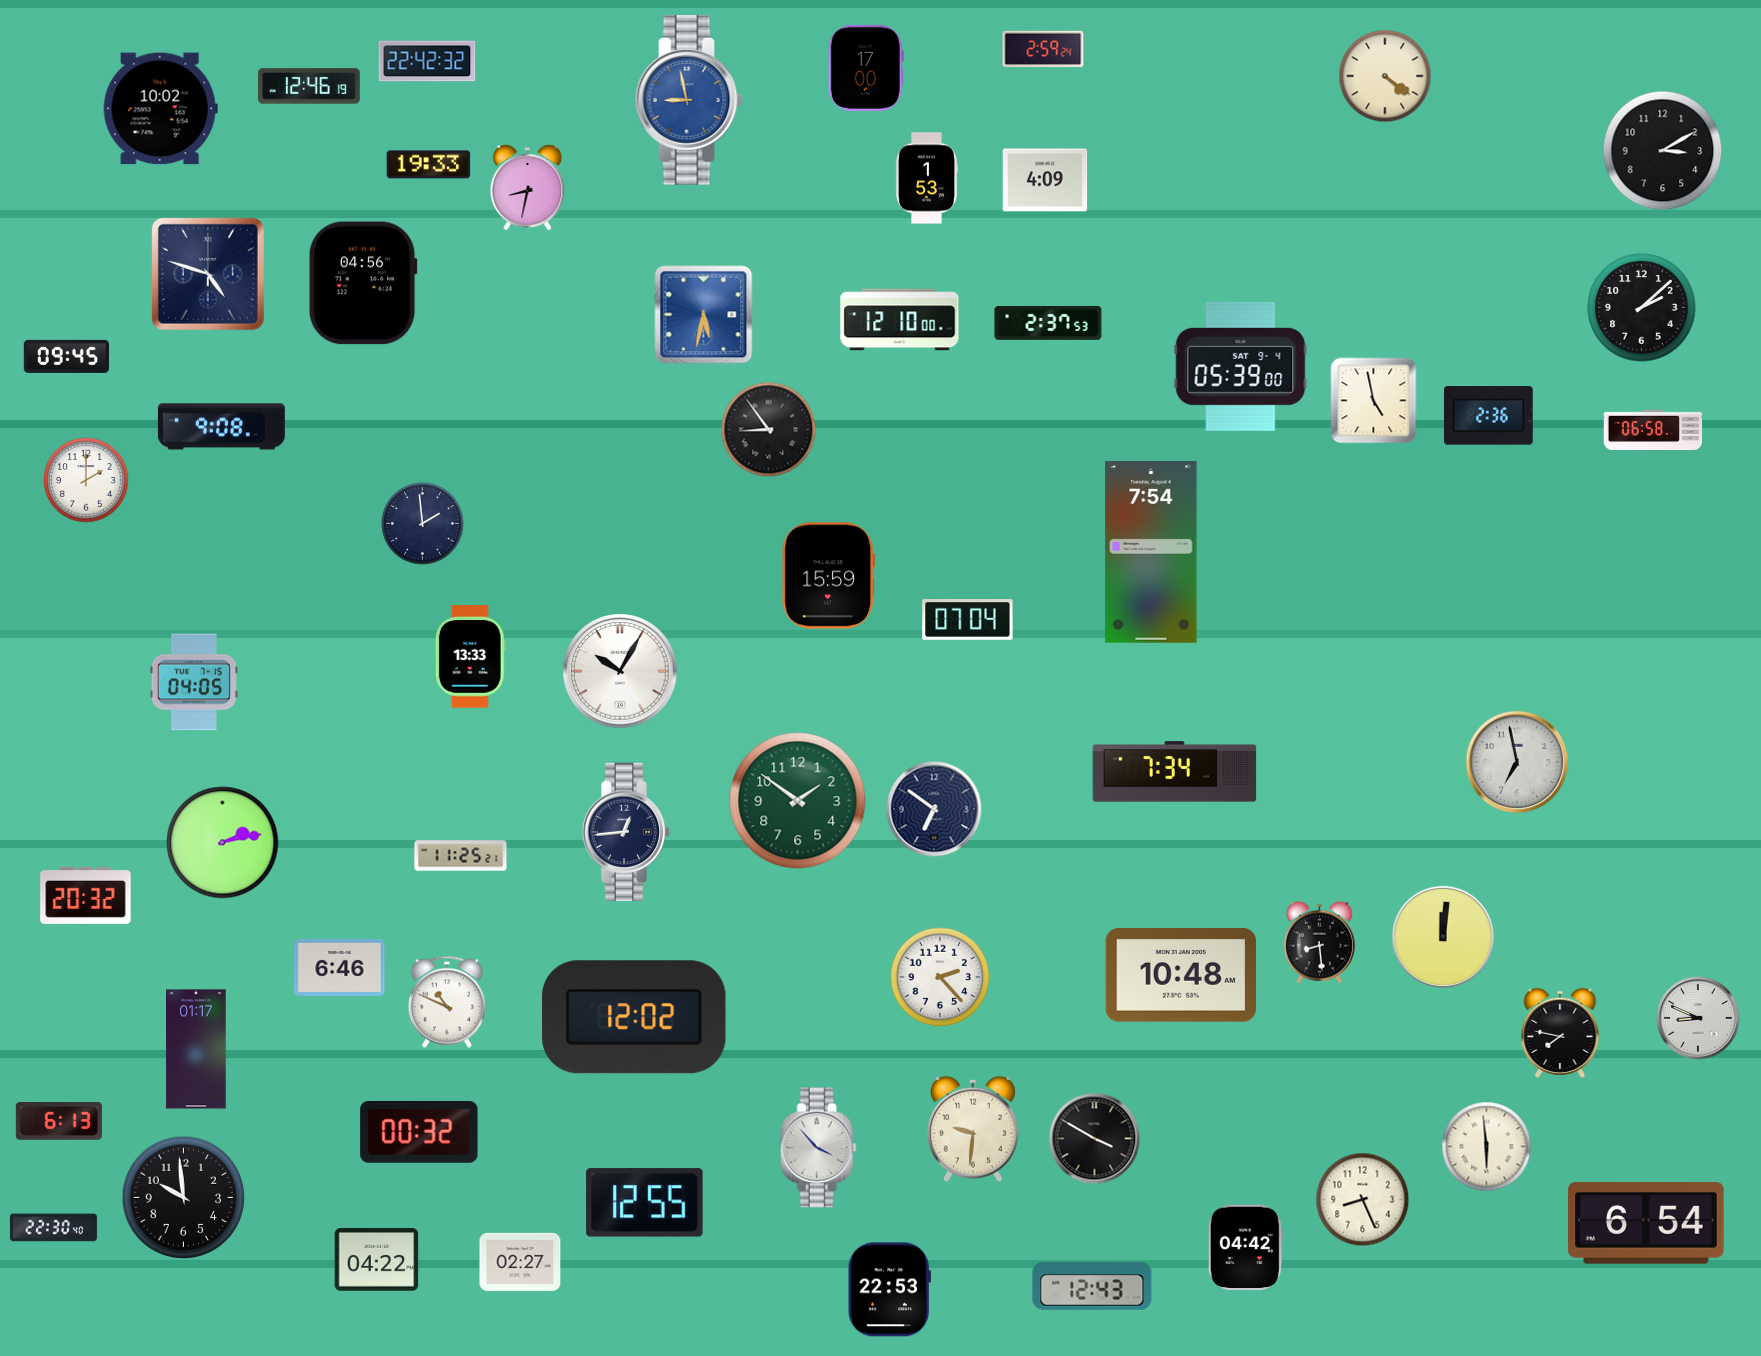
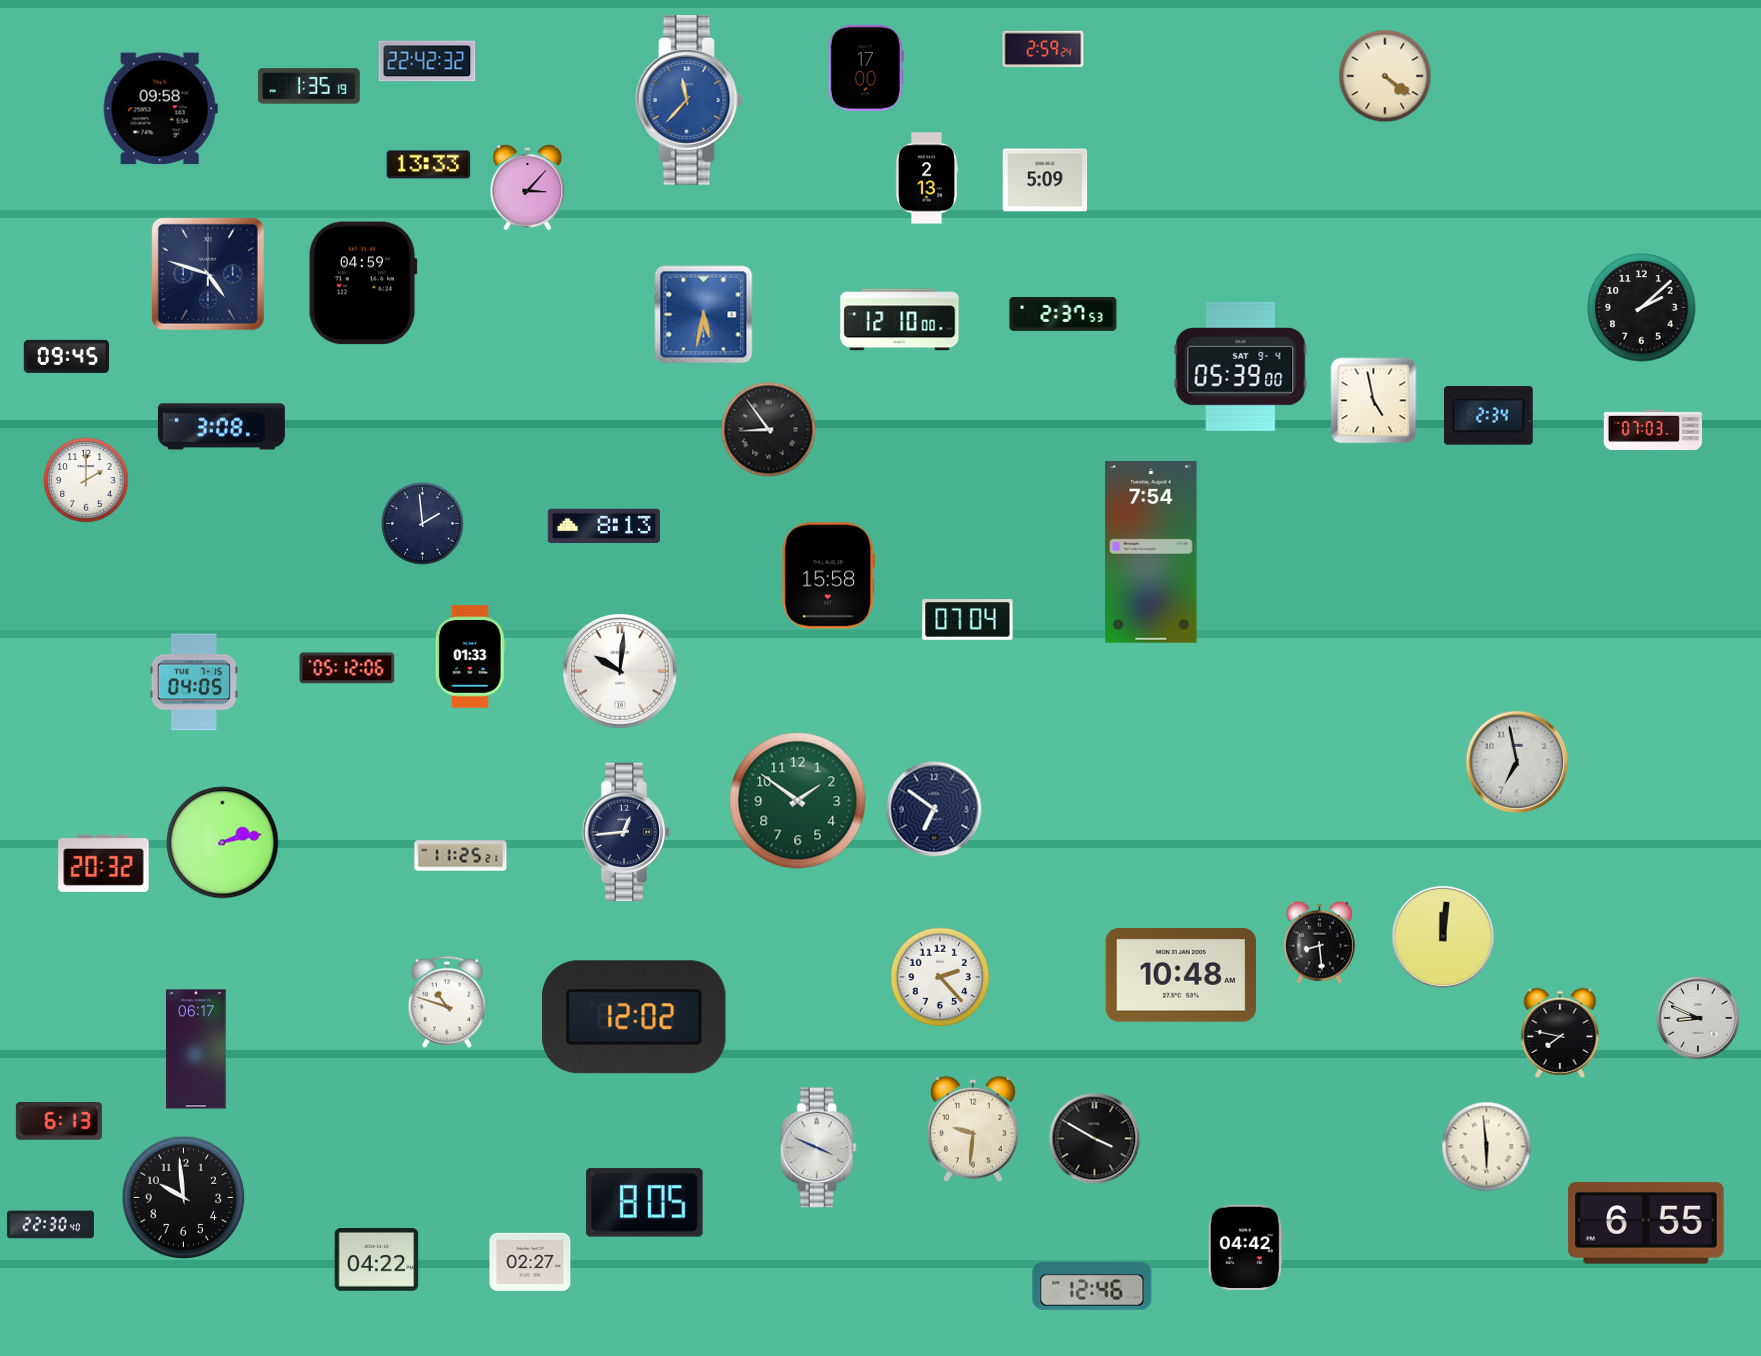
clock at (309, 86): 12:46 -> 1:35
clock at (689, 100): 8:58 -> 11:37
clock at (160, 109): 10:02 -> 09:58
clock at (1663, 151): 3:10 -> none
clock at (429, 165): 19:33 -> 13:33
clock at (927, 178): 1:53 -> 2:13
clock at (1045, 180): 4:09 -> 5:09
clock at (528, 188): 8:32 -> 3:07
clock at (363, 283): 04:56 -> 04:59
clock at (1048, 323) position: (1048, 323) -> (1063, 314)
clock at (1489, 416): 2:36 -> 2:34
clock at (221, 427): 9:08 -> 3:08
clock at (1653, 429): 06:58 -> 07:03
clock at (604, 525): none -> 8:13
clock at (828, 576): 15:59 -> 15:58
clock at (470, 657): 13:33 -> 01:33
clock at (347, 668): none -> 05:12
clock at (620, 671): 10:05 -> 10:01
clock at (1175, 772): 7:34 -> none
clock at (86, 895) position: (86, 895) -> (104, 863)
clock at (340, 967): 6:46 -> none
clock at (447, 1002): 10:49 -> 10:48
clock at (196, 1049): 01:17 -> 06:17
clock at (419, 1132): 00:32 -> none
clock at (818, 1148): 3:53 -> 3:49
clock at (1363, 1200): 8:26 -> none
clock at (645, 1203): 12:55 -> 8:05
clock at (1646, 1223): 6:54 -> 6:55
clock at (53, 1228) position: (53, 1228) -> (50, 1225)
clock at (520, 1262) position: (520, 1262) -> (530, 1262)
clock at (1092, 1287): 12:43 -> 12:46
clock at (889, 1290): 22:53 -> none
